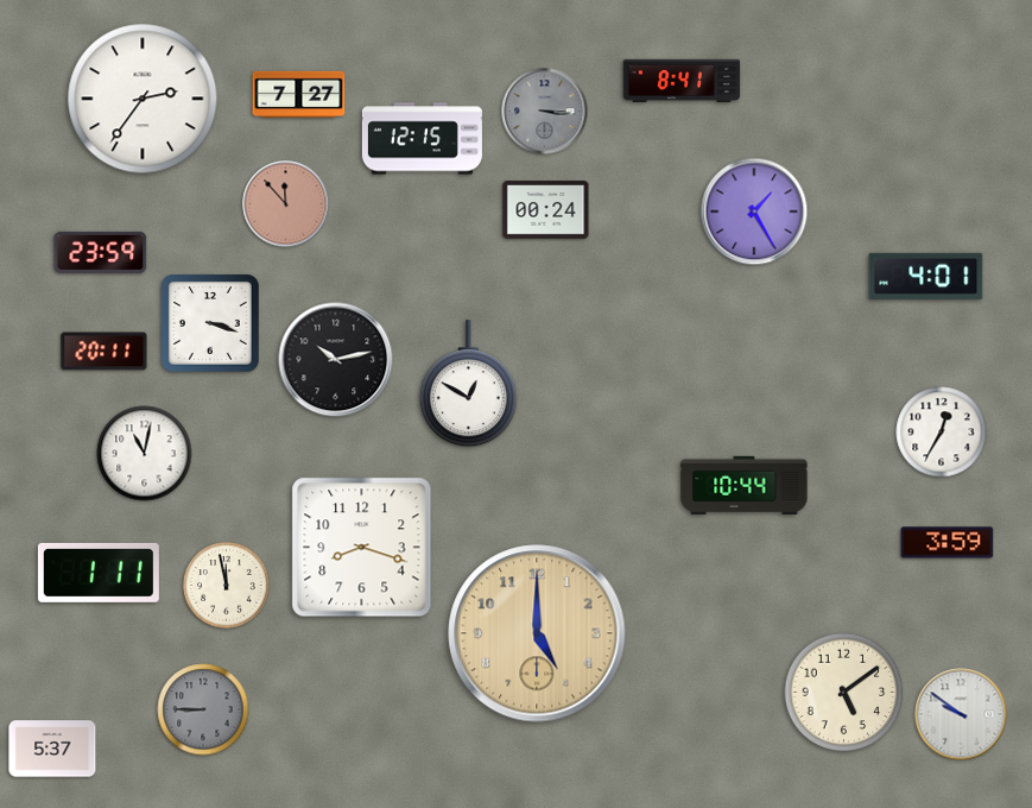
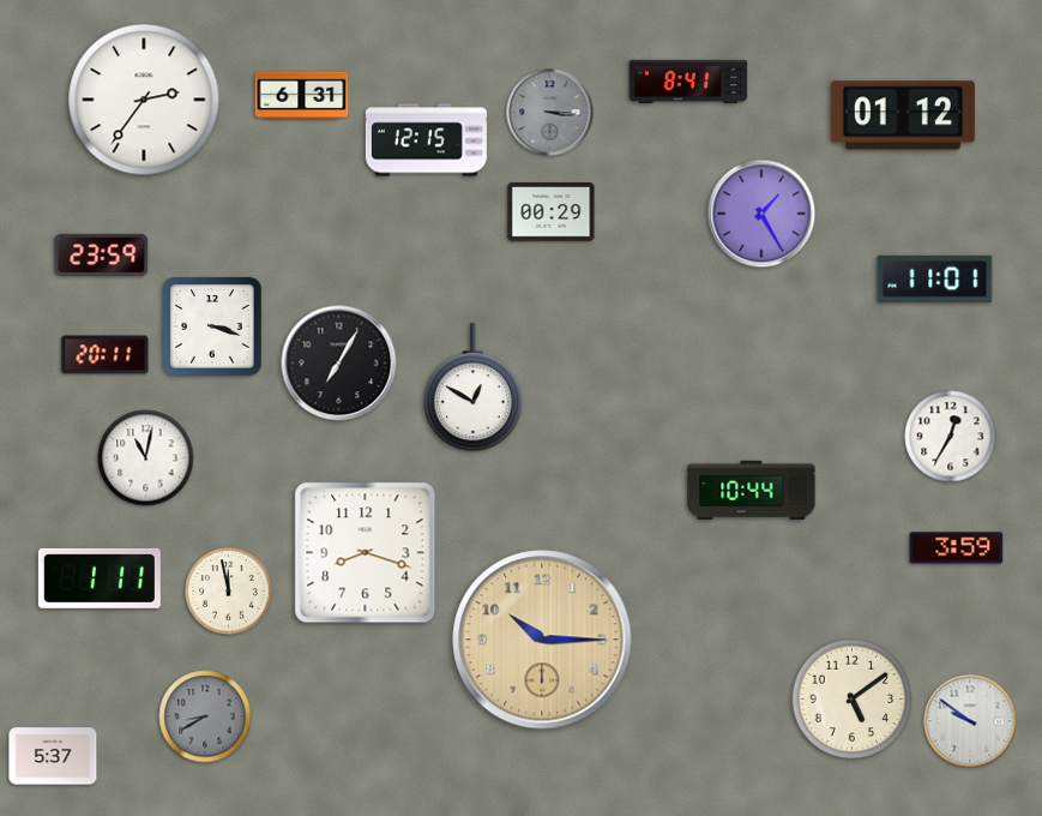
clock at (299, 94): 7:27 -> 6:31
clock at (903, 115): none -> 01:12
clock at (286, 204): 11:53 -> none
clock at (546, 210): 00:24 -> 00:29
clock at (926, 276): 4:01 -> 11:01
clock at (336, 360): 10:13 -> 7:05
clock at (537, 633): 5:00 -> 10:15
clock at (203, 709): 8:45 -> 8:40
